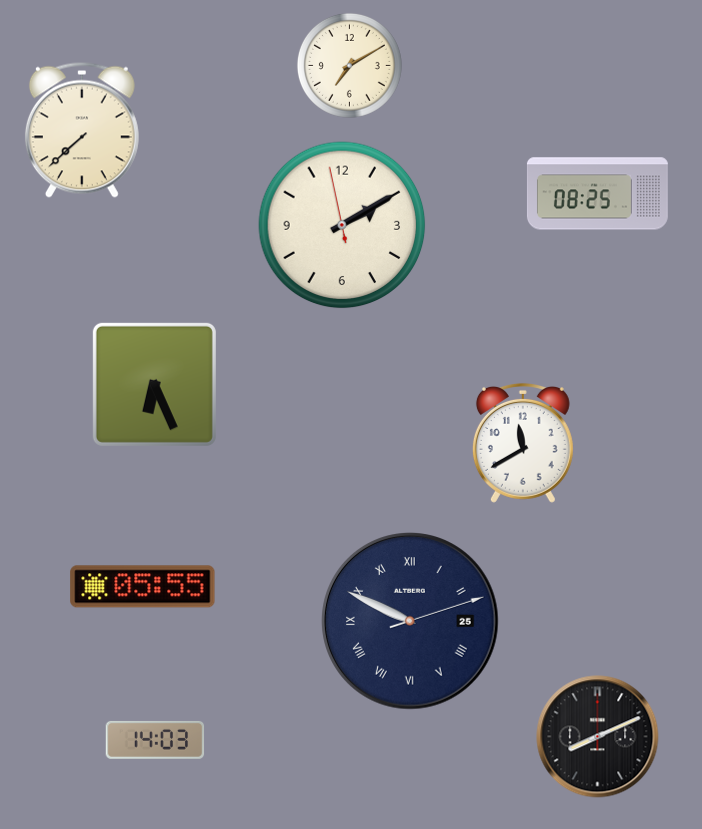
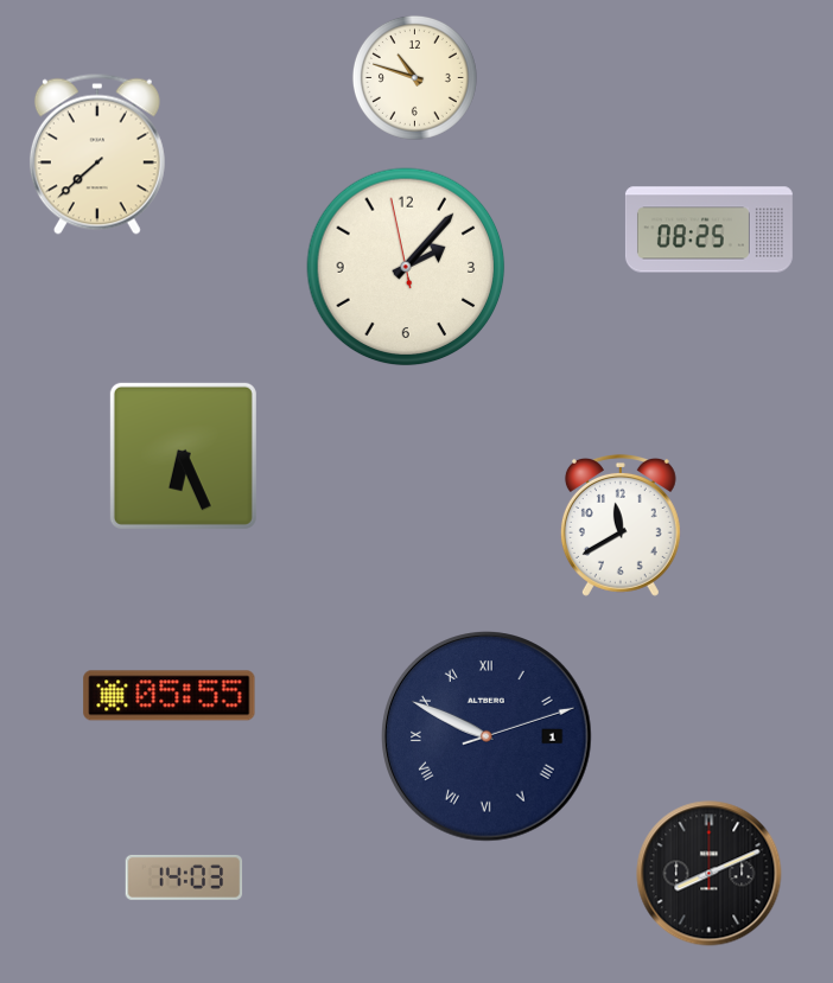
clock at (349, 65): 7:10 -> 10:48
clock at (342, 225): 2:09 -> 2:06
clock at (410, 621) date: 25 -> 1
